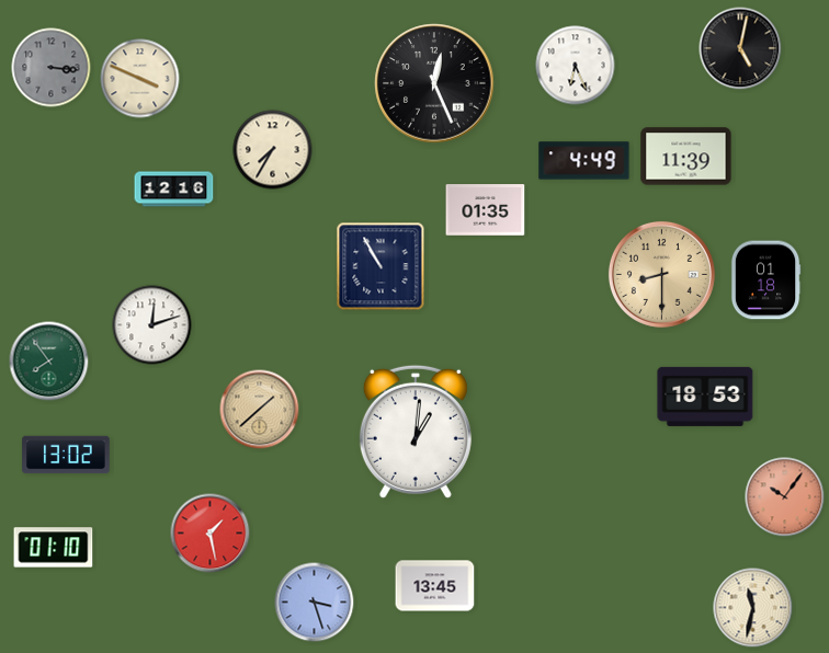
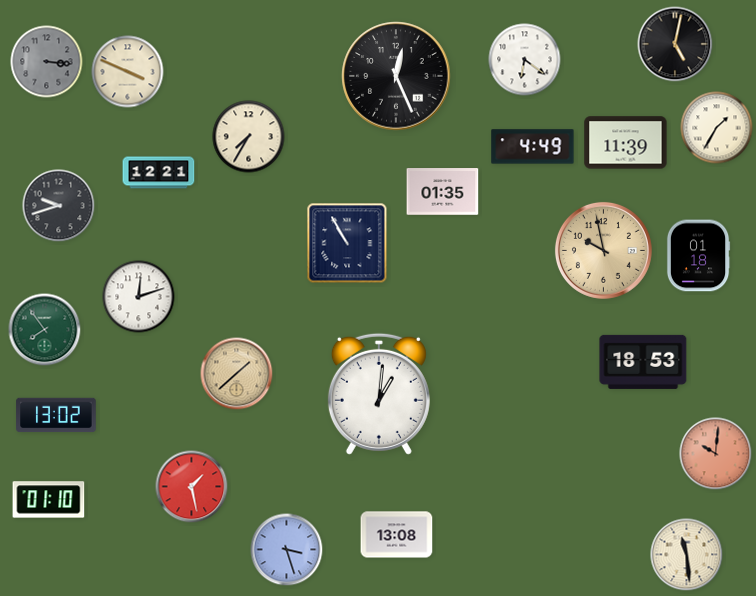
clock at (576, 66): 6:26 -> 6:21
clock at (717, 128): none -> 1:35
clock at (174, 190): 12:16 -> 12:21
clock at (59, 206): none -> 9:42
clock at (661, 274): 8:30 -> 9:58
clock at (66, 455) position: (66, 455) -> (56, 415)
clock at (785, 497): 10:06 -> 10:01
clock at (435, 586): 13:45 -> 13:08
clock at (753, 608): 11:32 -> 11:29
